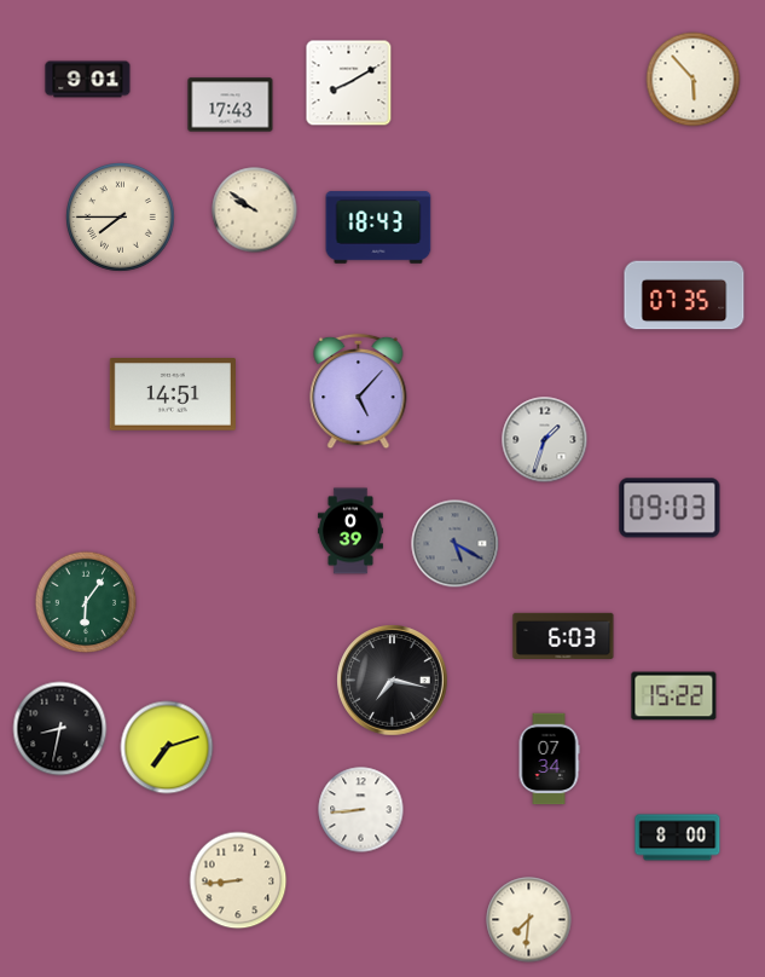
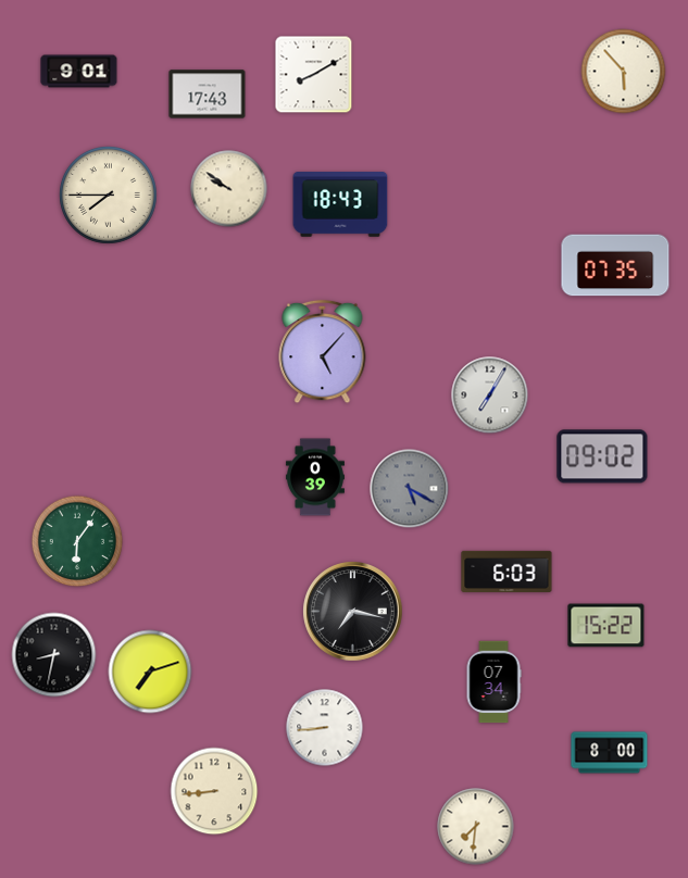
clock at (173, 395): 14:51 -> none
clock at (545, 440): 1:33 -> 7:05
clock at (670, 508): 09:03 -> 09:02
